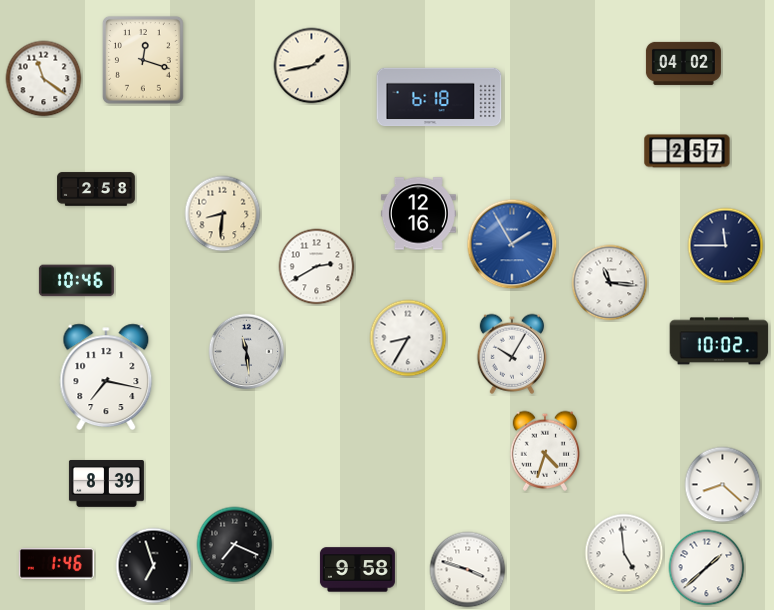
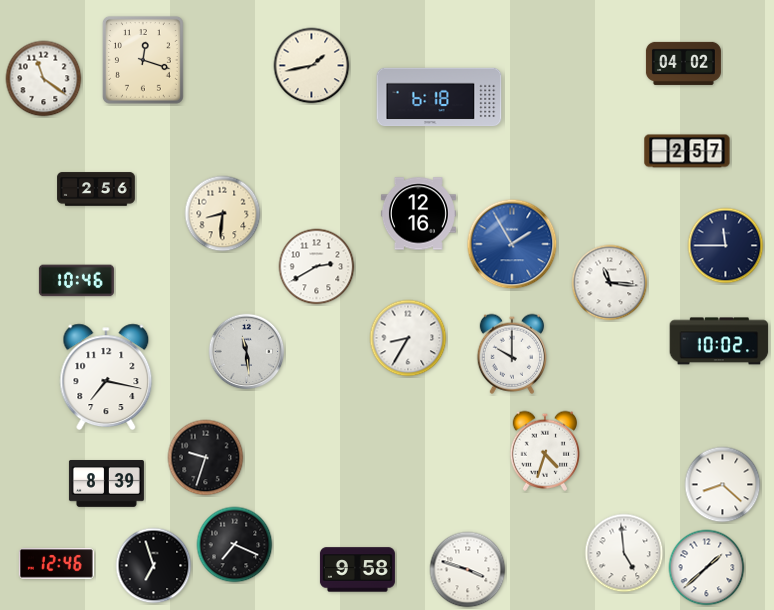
clock at (96, 189): 2:58 -> 2:56
clock at (511, 354): 10:05 -> 10:00
clock at (206, 458): none -> 9:33
clock at (56, 564): 1:46 -> 12:46
